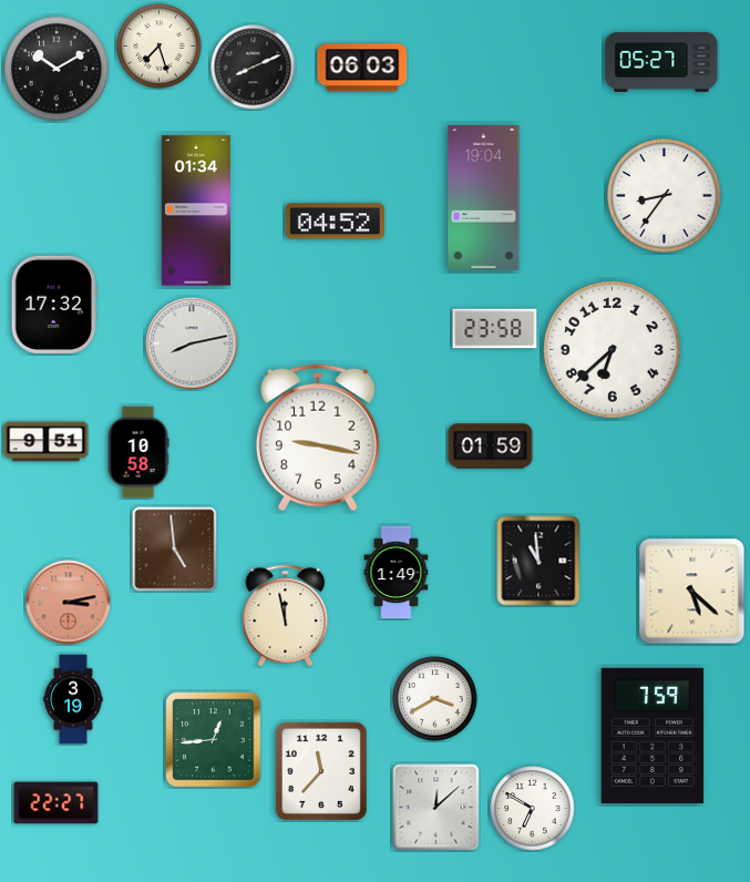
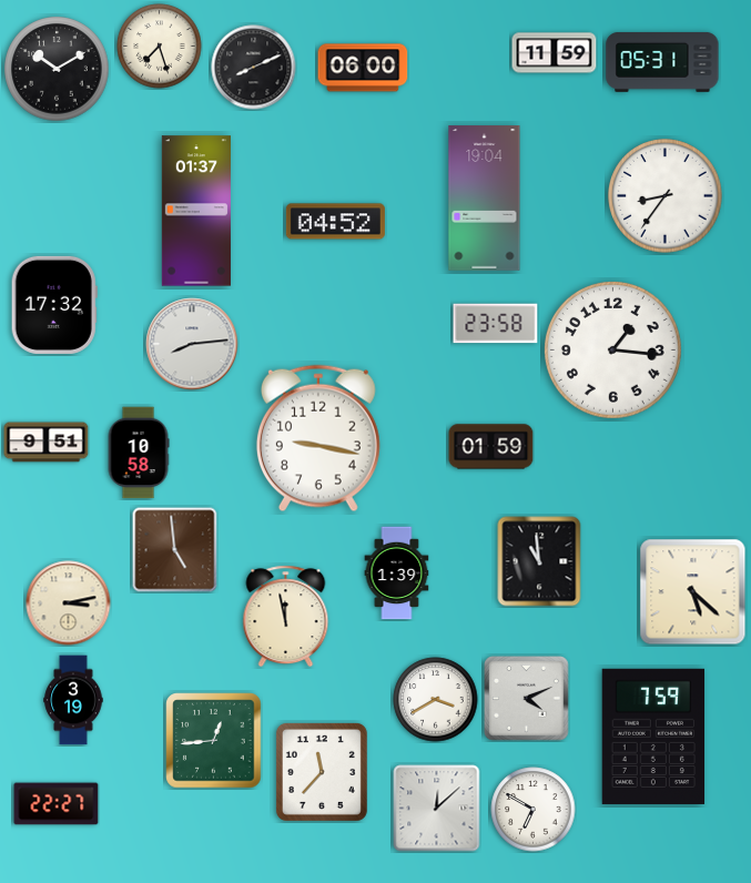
clock at (555, 53): none -> 11:59
clock at (661, 62): 05:27 -> 05:31
clock at (362, 68): 06:03 -> 06:00
clock at (196, 211): 01:34 -> 01:37
clock at (495, 329) position: (495, 329) -> (496, 324)
clock at (192, 343): 8:13 -> 8:14
clock at (612, 349): 6:38 -> 1:16
clock at (397, 573): 1:49 -> 1:39
clock at (69, 603) dial: salmon -> cream
clock at (527, 699): none -> 4:11
